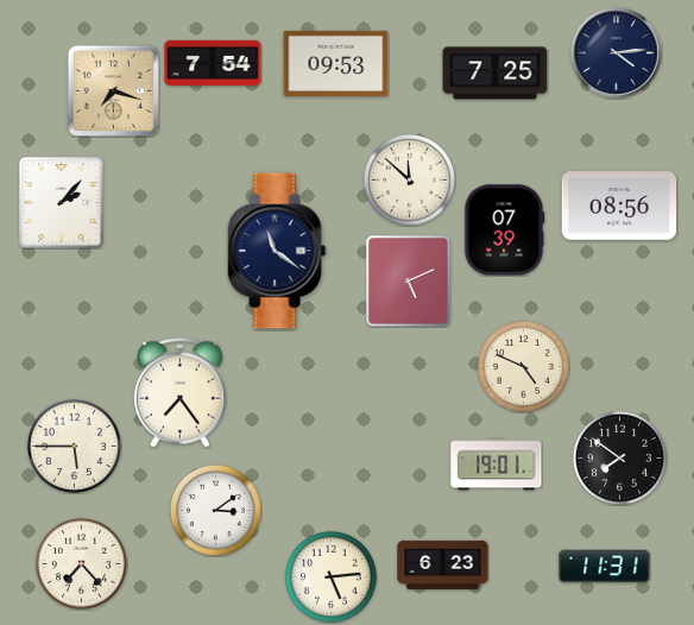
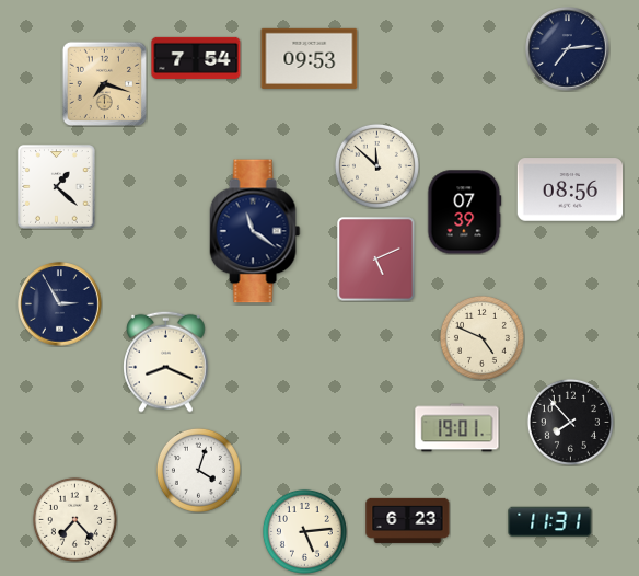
clock at (617, 53): 4:14 -> 7:14
clock at (496, 74): 7:25 -> none
clock at (62, 203): 2:07 -> 1:22
clock at (60, 304): none -> 2:55
clock at (181, 392): 7:24 -> 8:19
clock at (74, 446): 5:45 -> none
clock at (619, 457): 7:51 -> 7:53
clock at (215, 510): 3:09 -> 4:03
clock at (605, 567) position: (605, 567) -> (550, 522)
